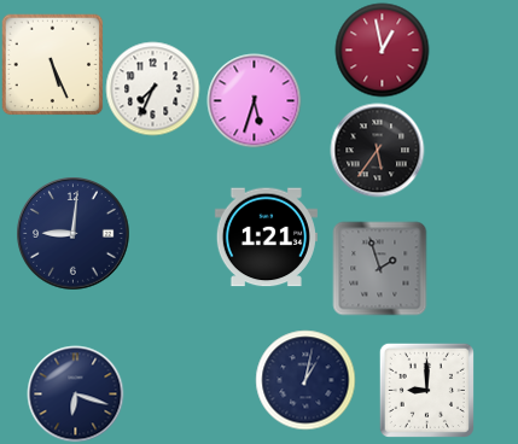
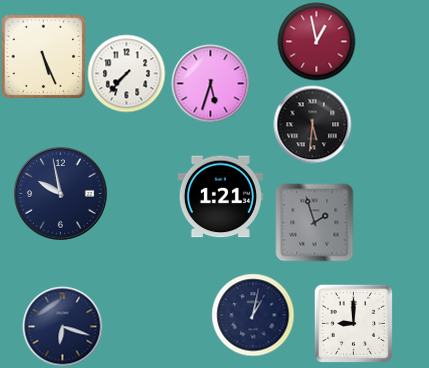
clock at (52, 64) position: (52, 64) -> (43, 56)
clock at (152, 88): 7:34 -> 7:37
clock at (377, 150): 5:36 -> 5:31
clock at (72, 233): 9:01 -> 9:58
